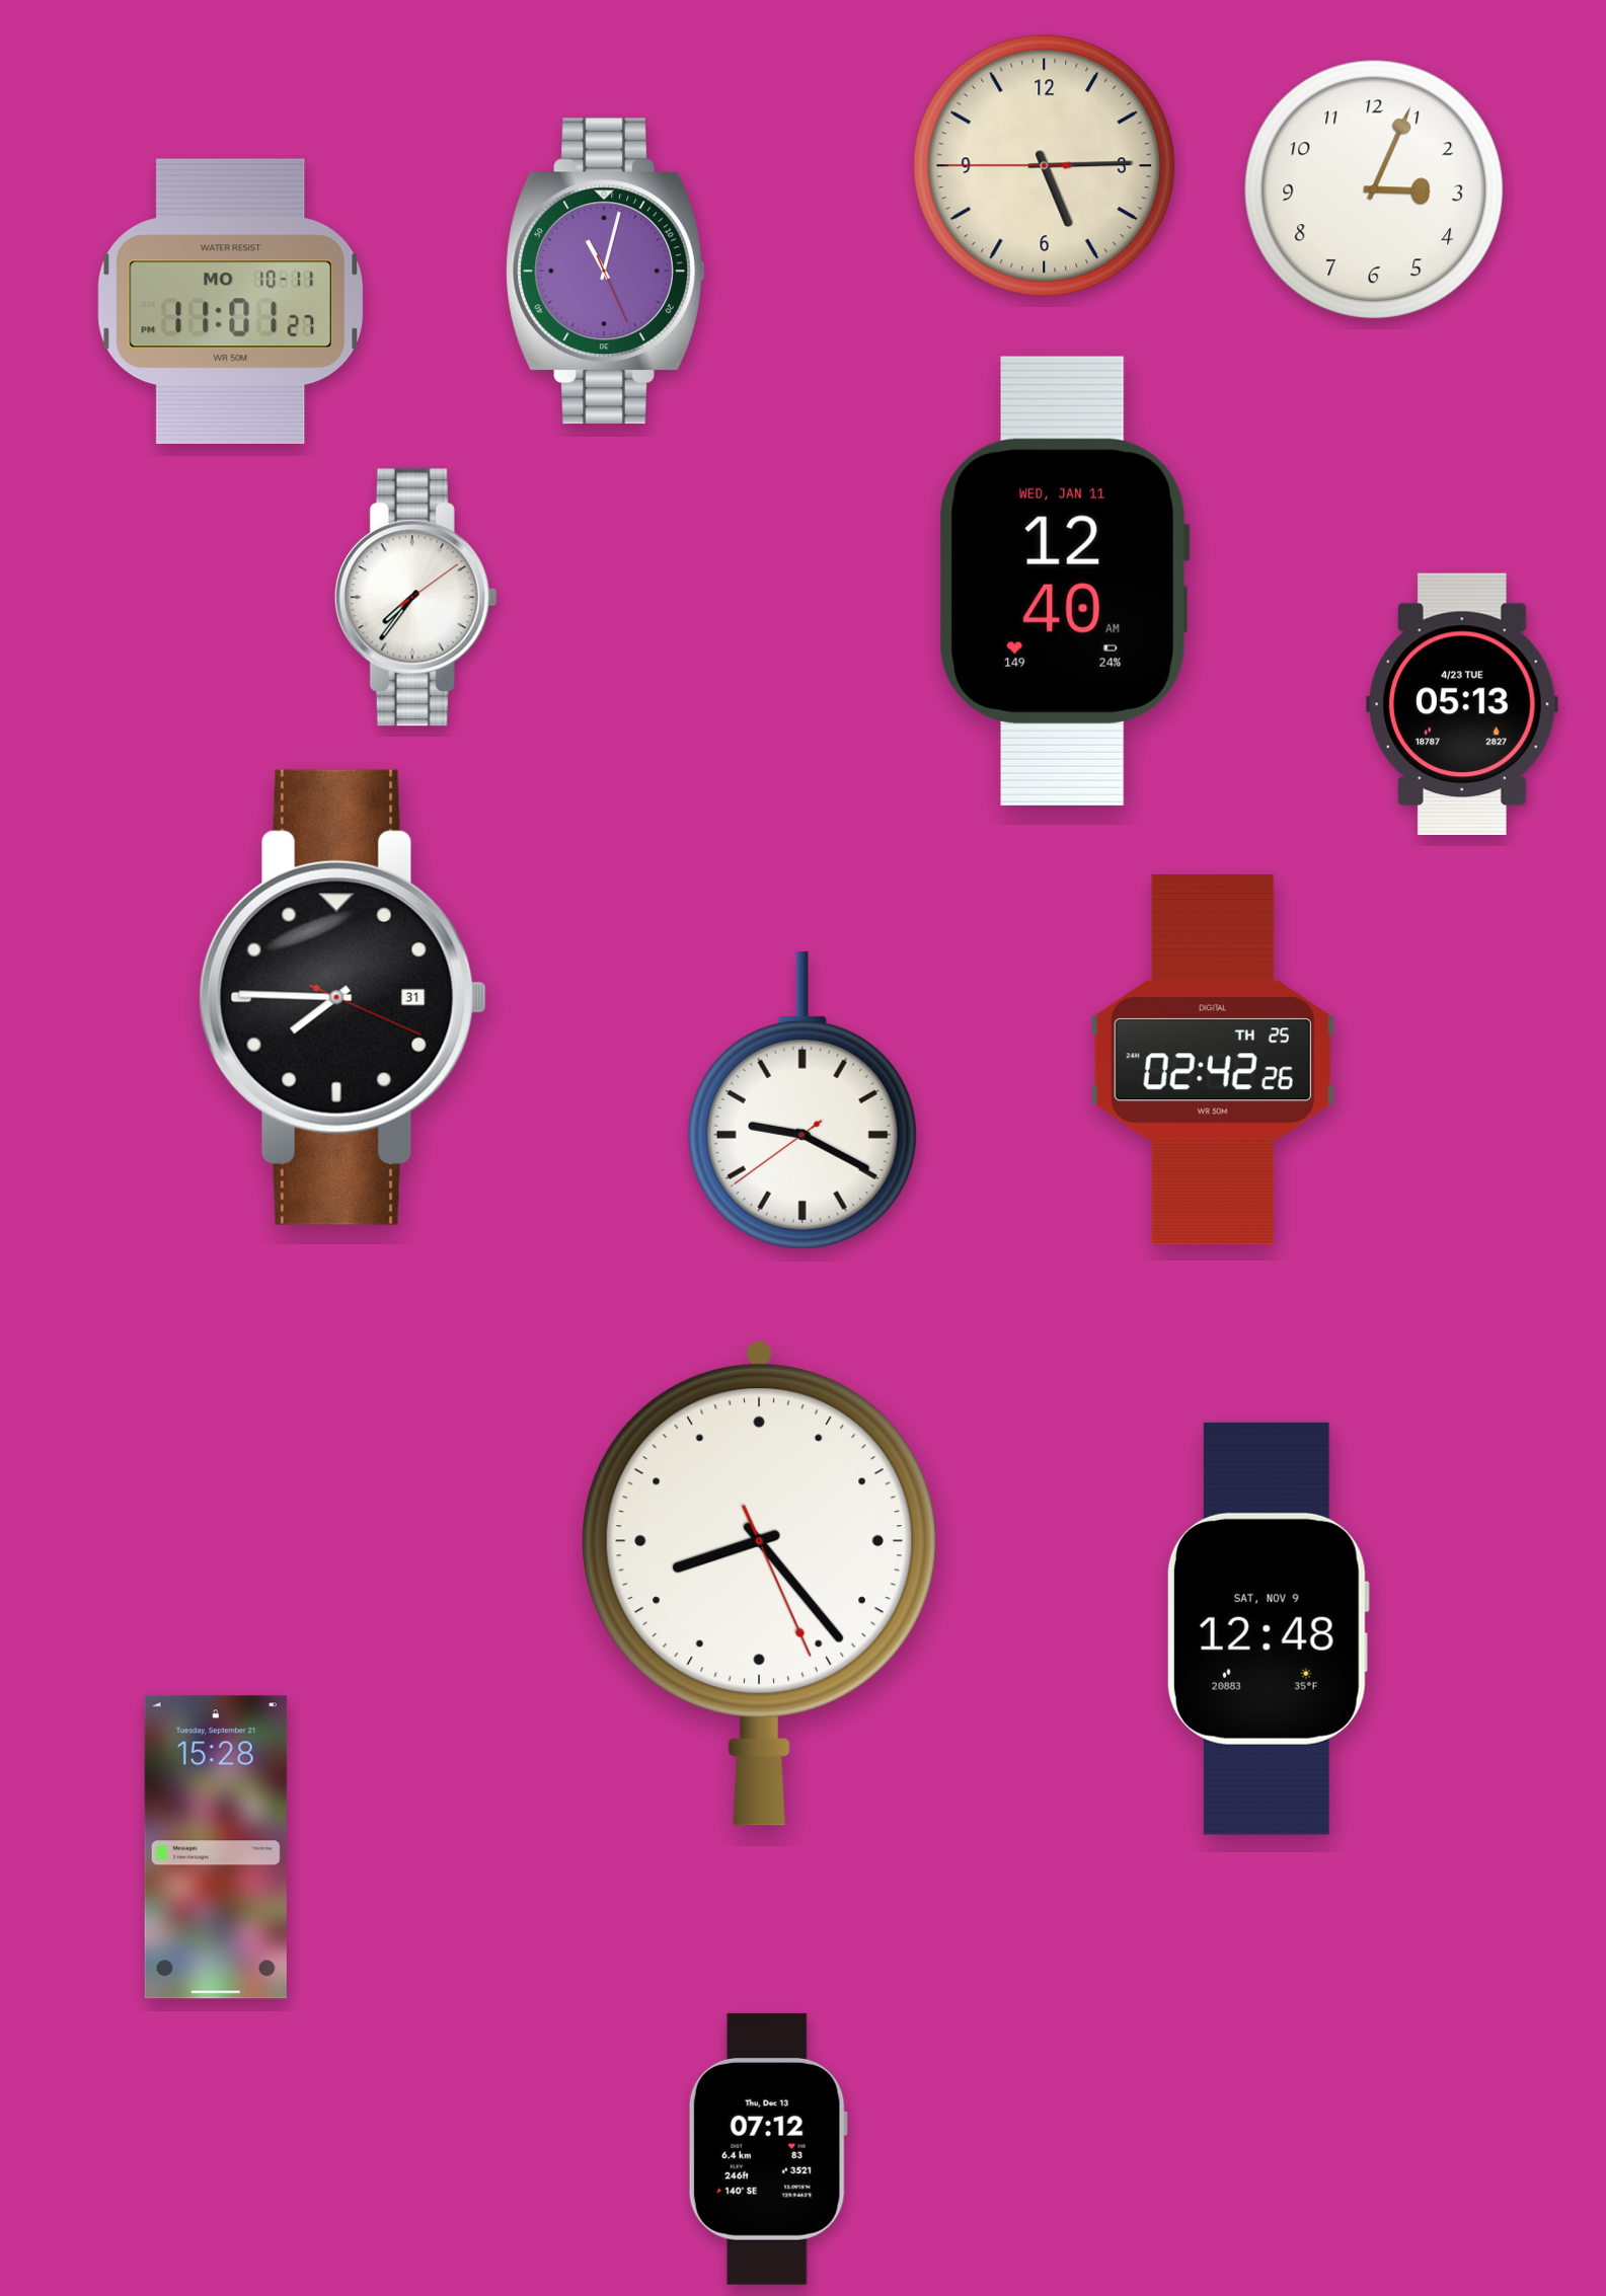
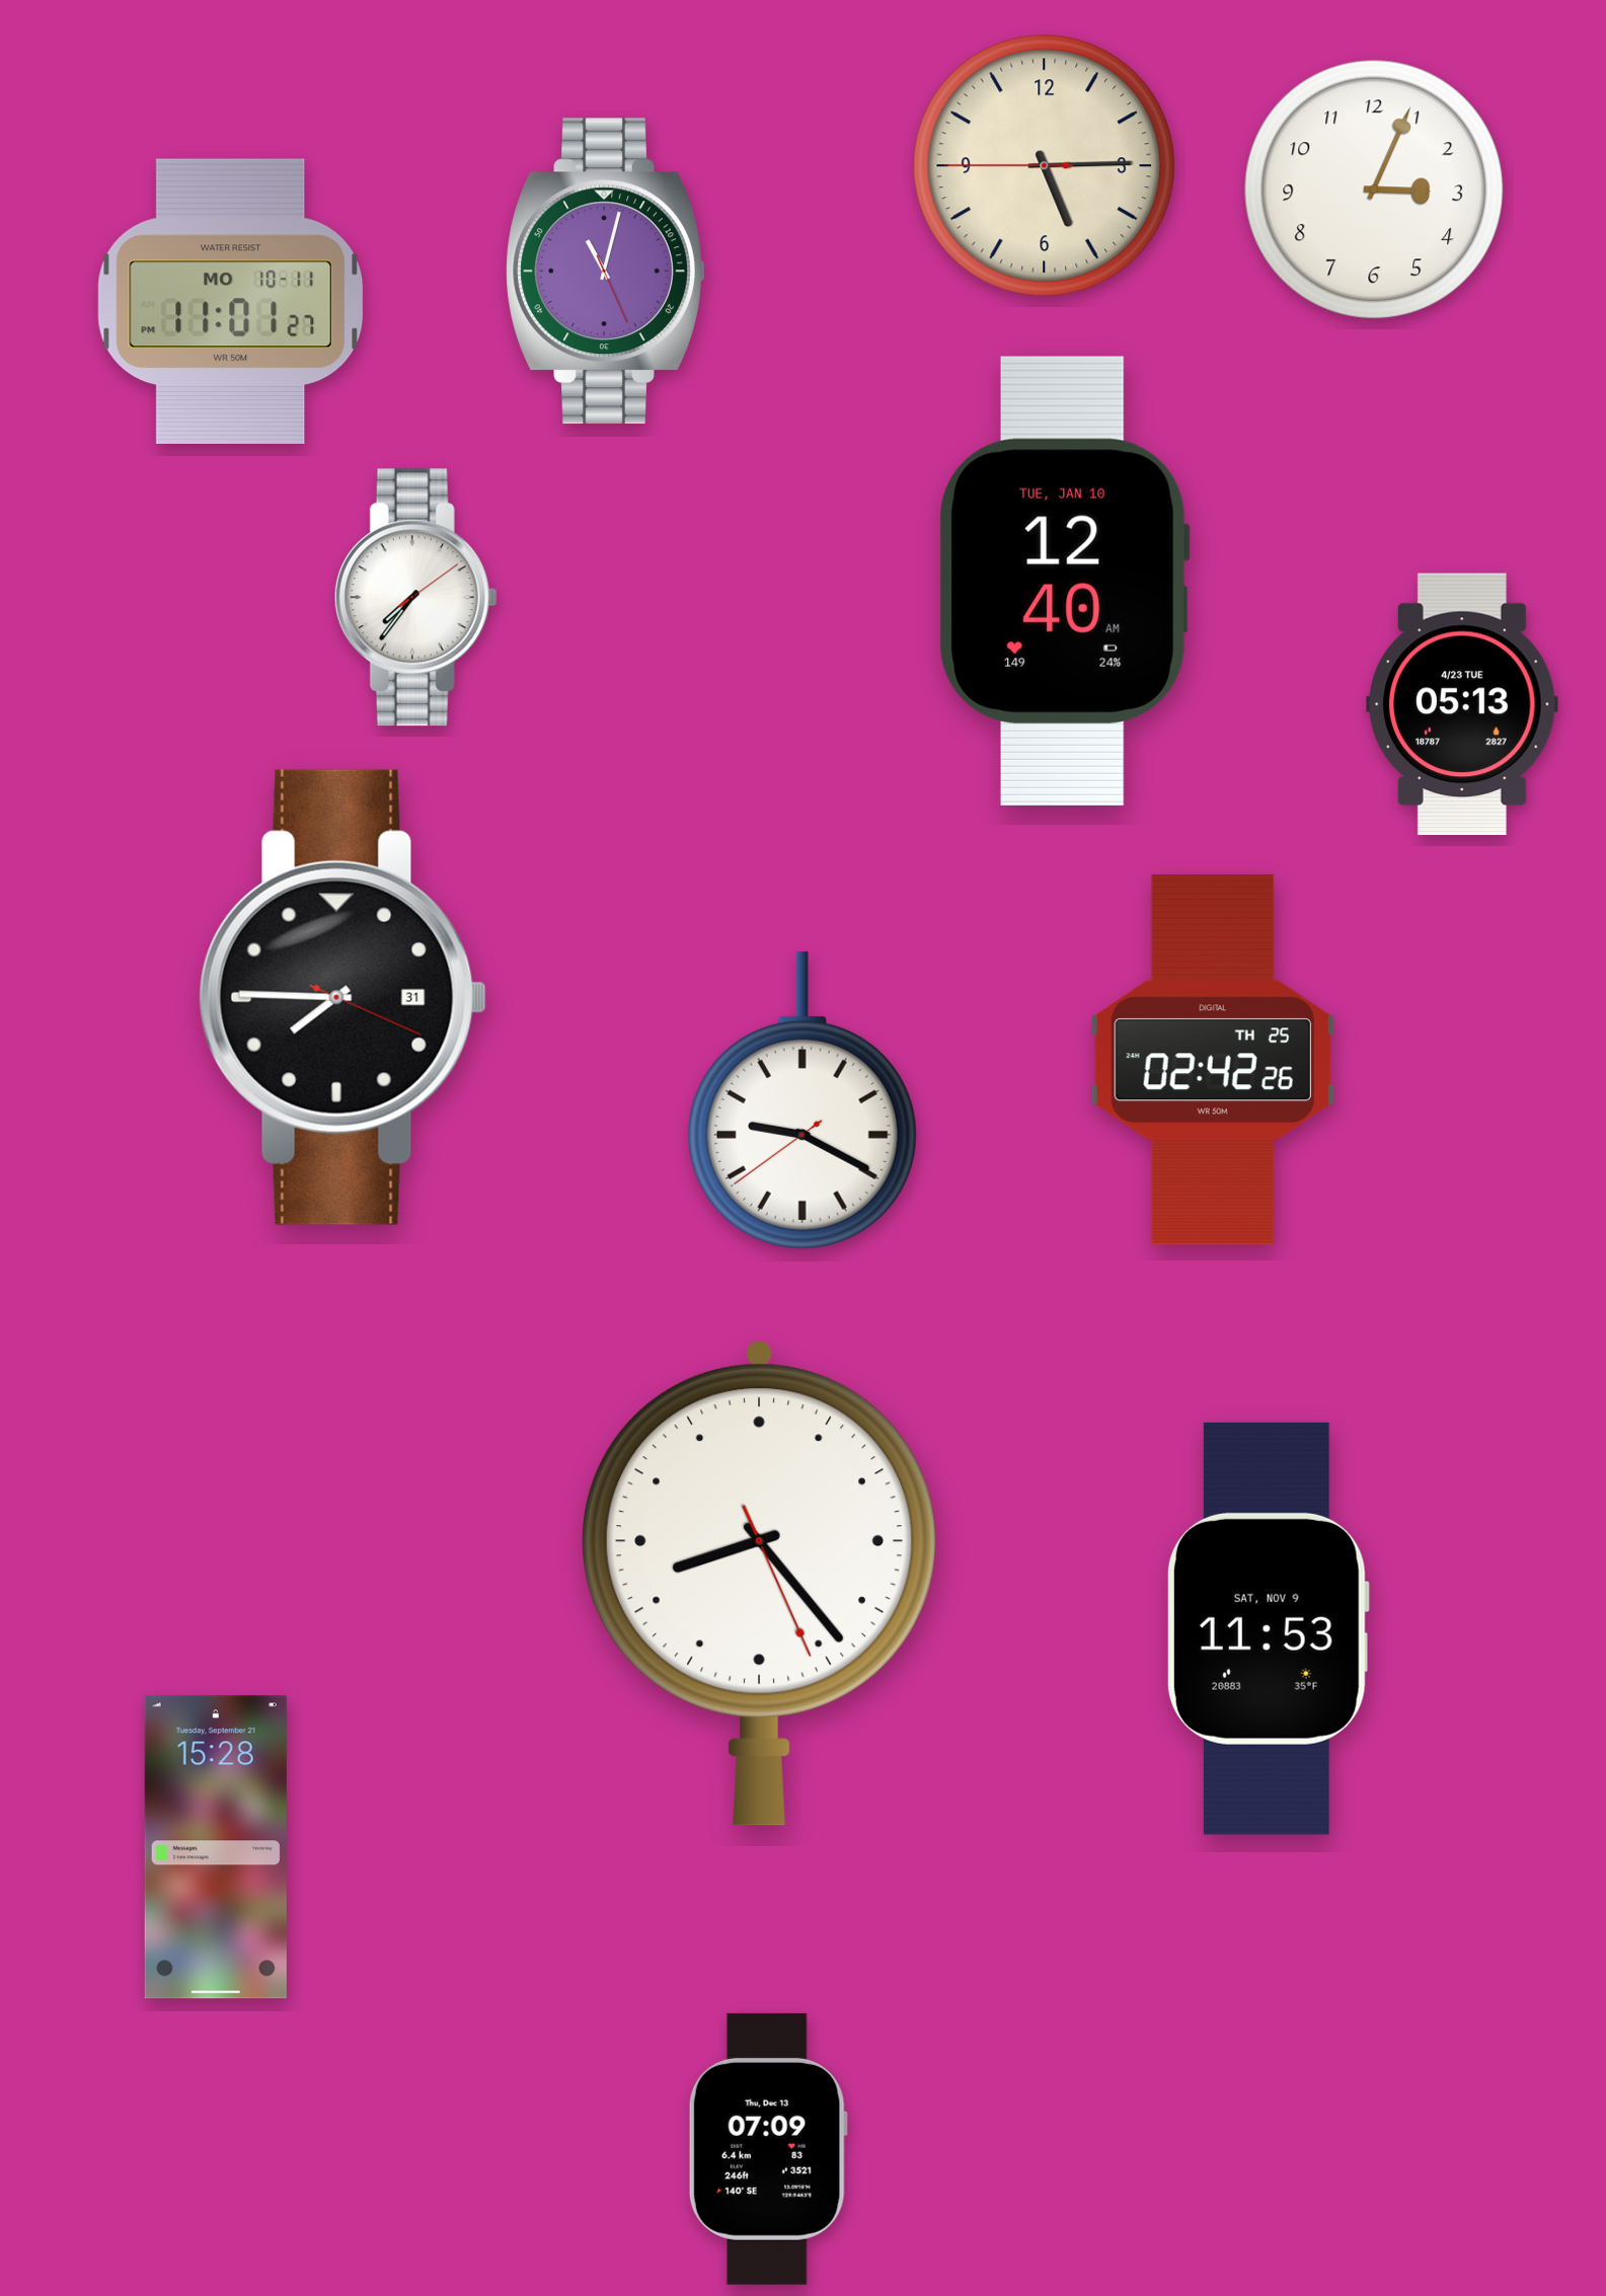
clock at (1064, 581) date: WED, JAN 11 -> TUE, JAN 10
clock at (1268, 1628): 12:48 -> 11:53
clock at (768, 2149): 07:12 -> 07:09
